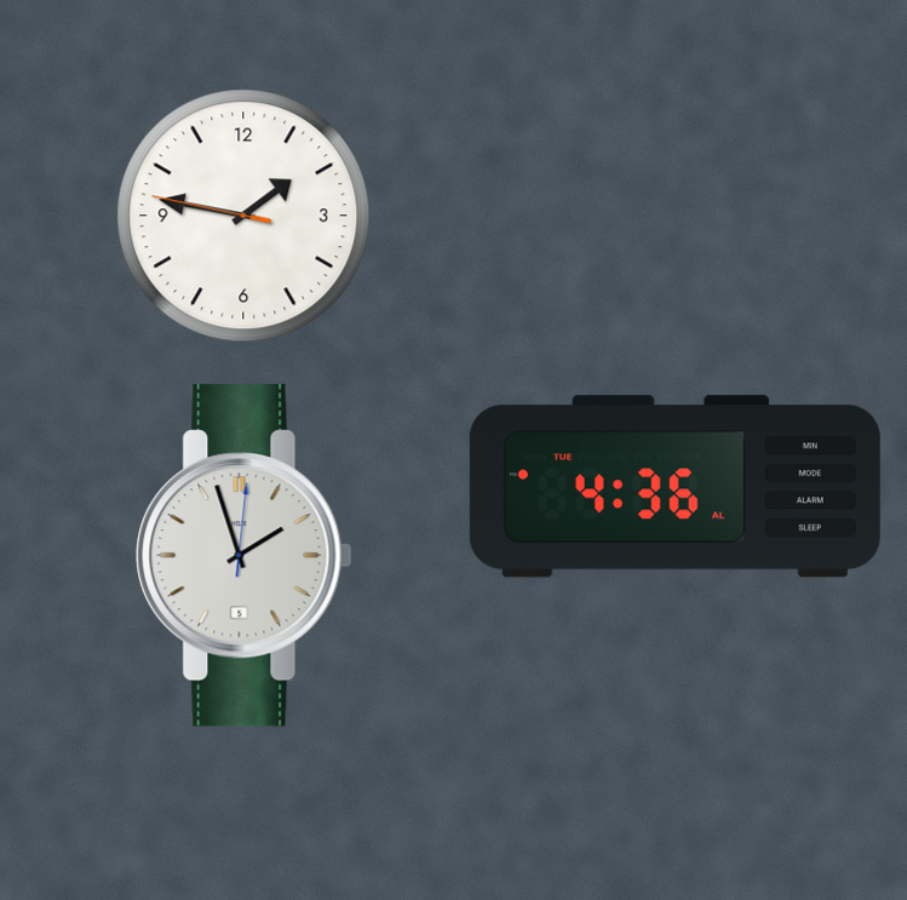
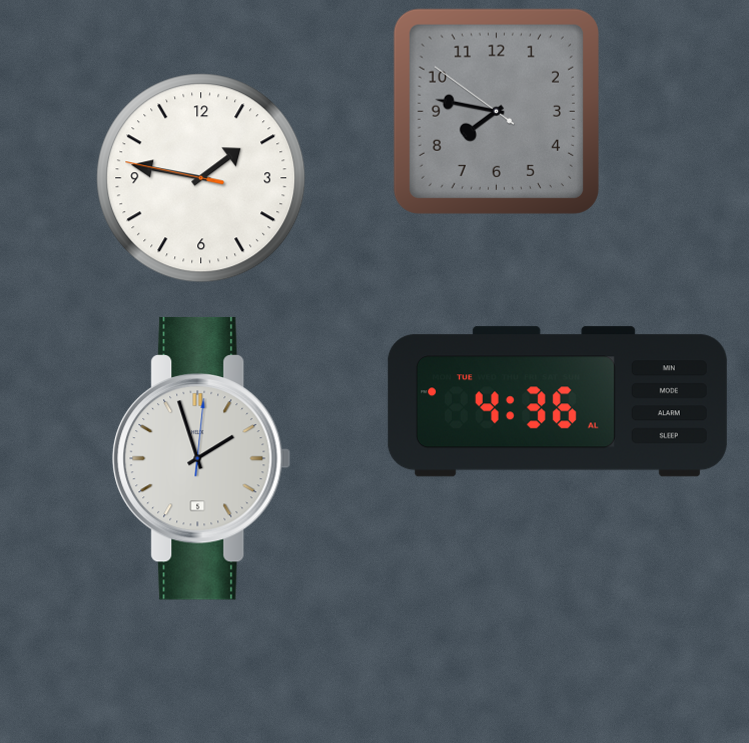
clock at (496, 111): none -> 7:46
